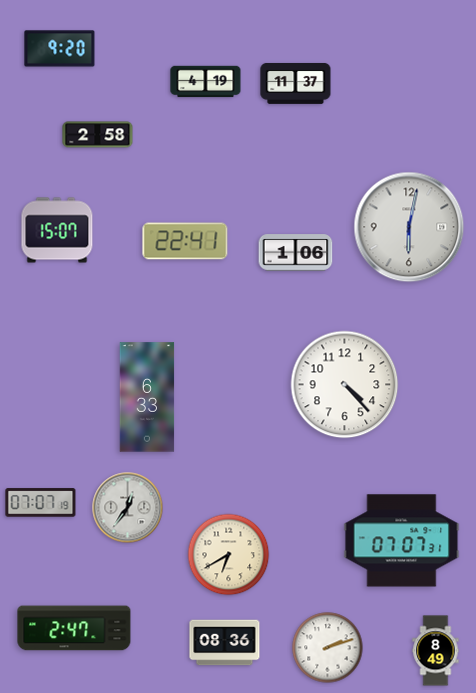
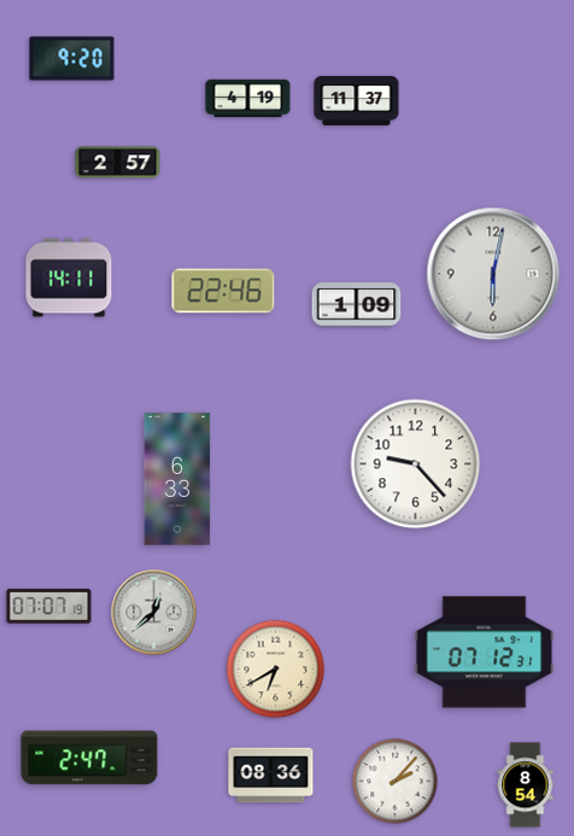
clock at (98, 135): 2:58 -> 2:57
clock at (57, 230): 15:07 -> 14:11
clock at (185, 241): 22:41 -> 22:46
clock at (296, 253): 1:06 -> 1:09
clock at (345, 385): 4:23 -> 9:23
clock at (128, 508): 12:36 -> 12:38
clock at (402, 541): 07:07 -> 07:12
clock at (328, 648): 2:12 -> 2:07
clock at (436, 651): 8:49 -> 8:54
